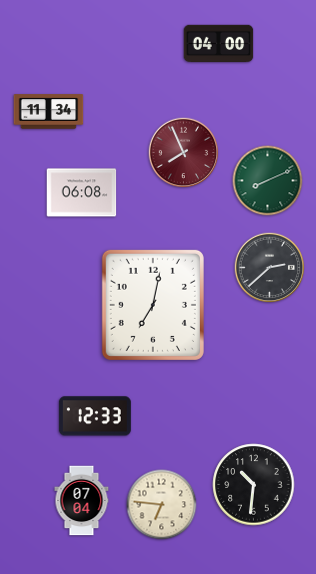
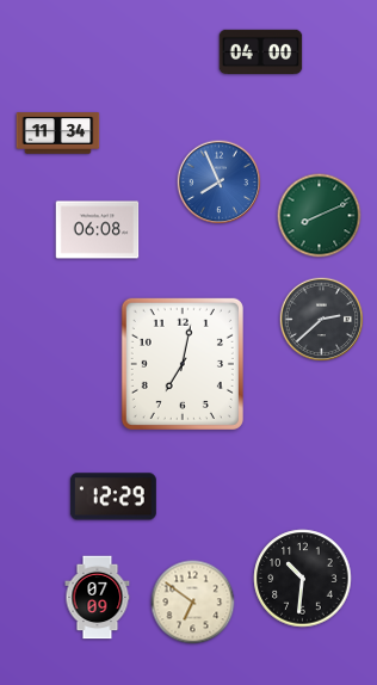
clock at (184, 153) dial: burgundy -> blue
clock at (95, 416): 12:33 -> 12:29
clock at (82, 501): 07:04 -> 07:09
clock at (162, 505): 6:46 -> 6:51
